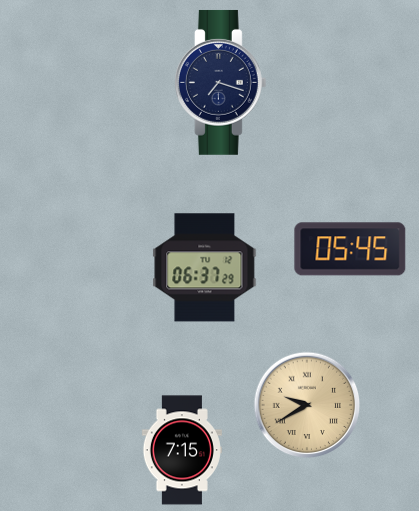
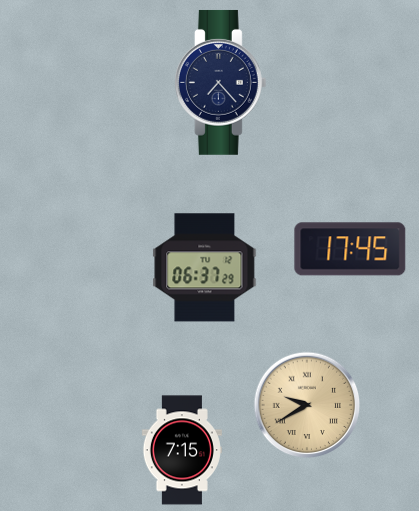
clock at (220, 82): 7:18 -> 7:23
clock at (350, 249): 05:45 -> 17:45
